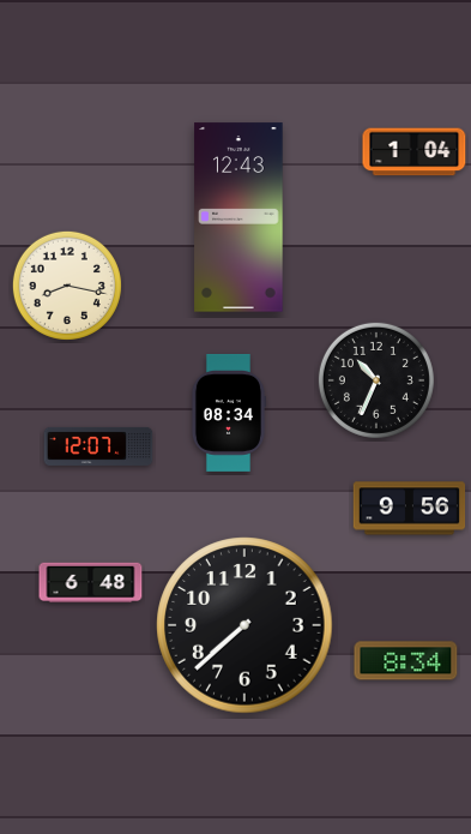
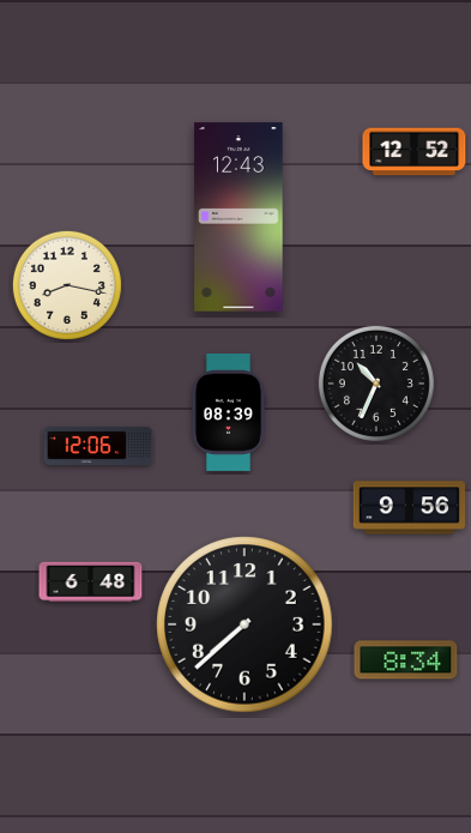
clock at (415, 152): 1:04 -> 12:52
clock at (376, 380) position: (376, 380) -> (376, 384)
clock at (228, 413): 08:34 -> 08:39
clock at (98, 446): 12:07 -> 12:06
